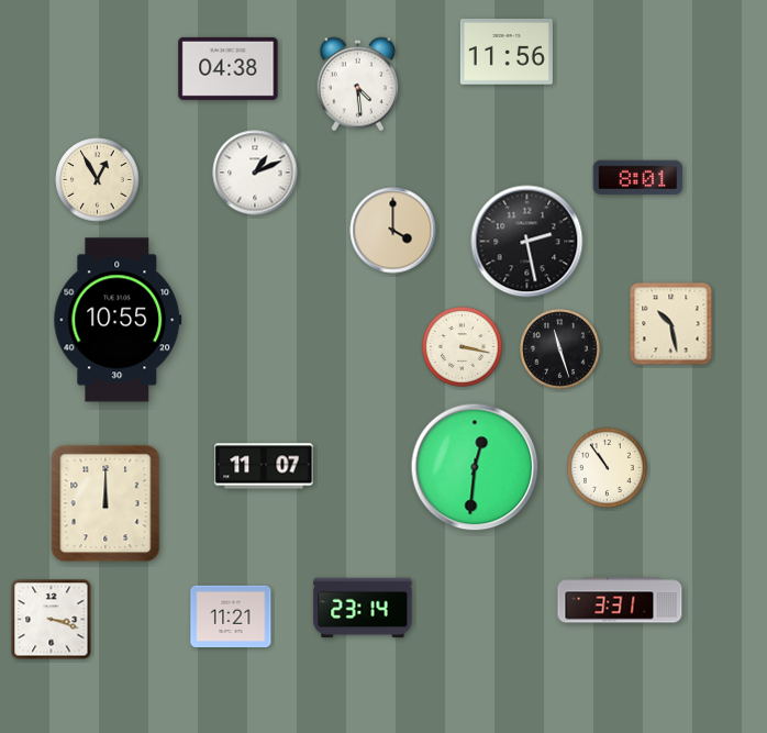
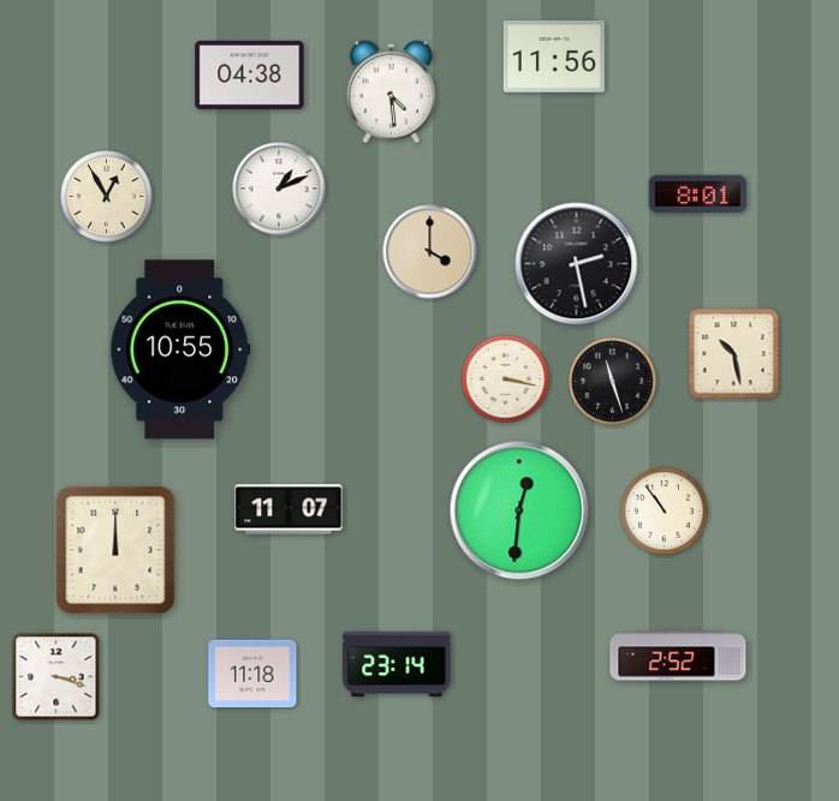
clock at (118, 320) position: (118, 320) -> (180, 349)
clock at (620, 600): 3:31 -> 2:52
clock at (231, 617): 11:21 -> 11:18
